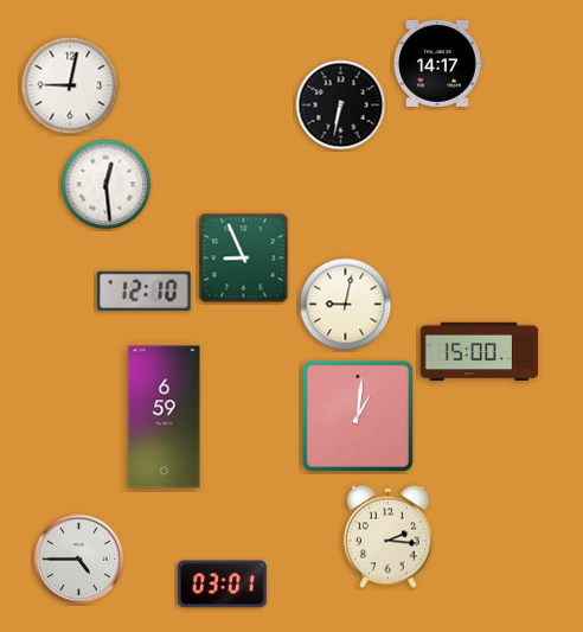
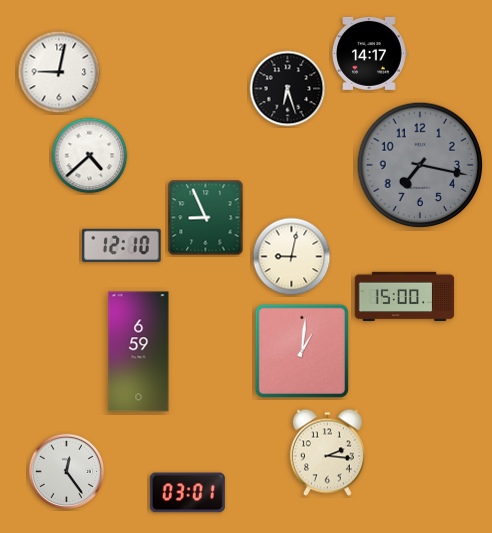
clock at (341, 106): 6:32 -> 6:27
clock at (107, 185): 12:29 -> 4:38
clock at (420, 165): none -> 7:17
clock at (79, 560): 4:45 -> 12:24
